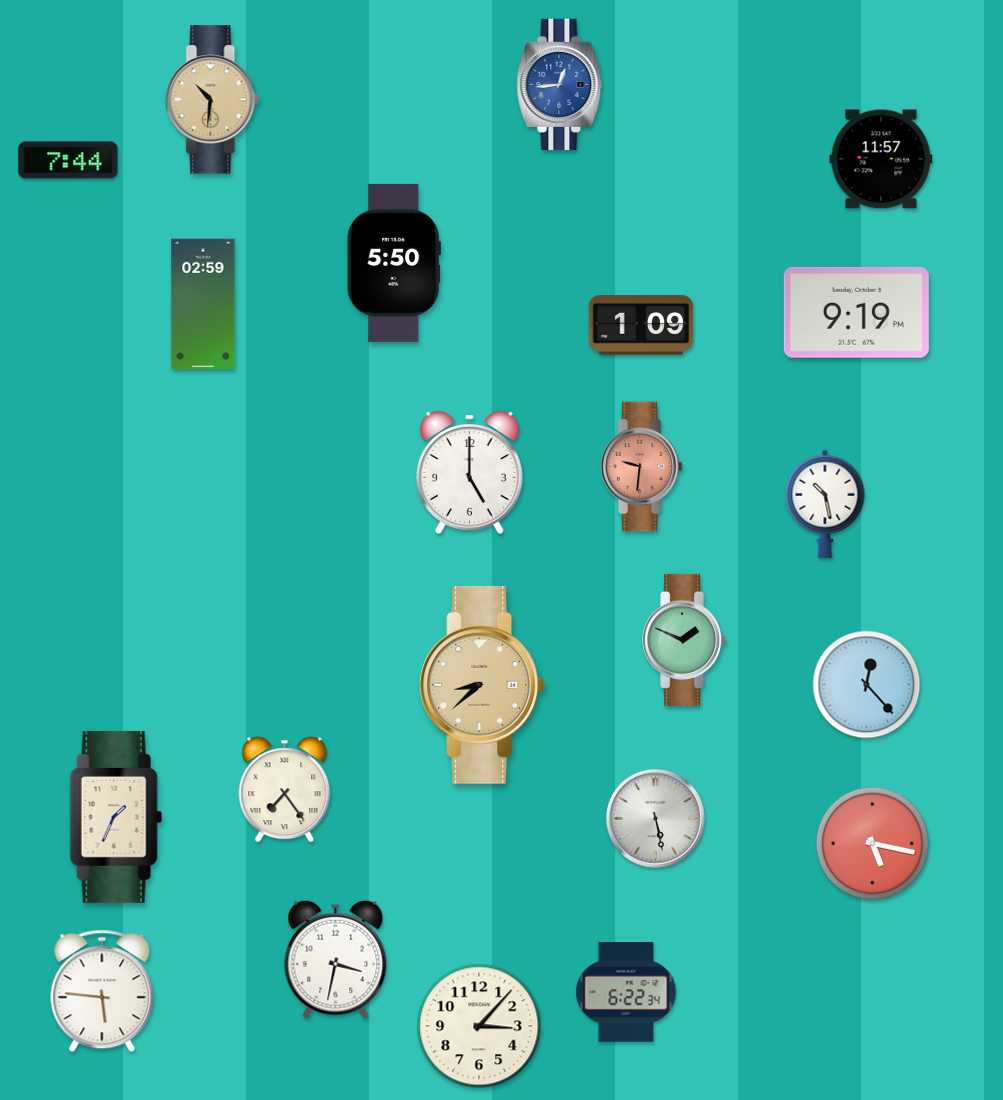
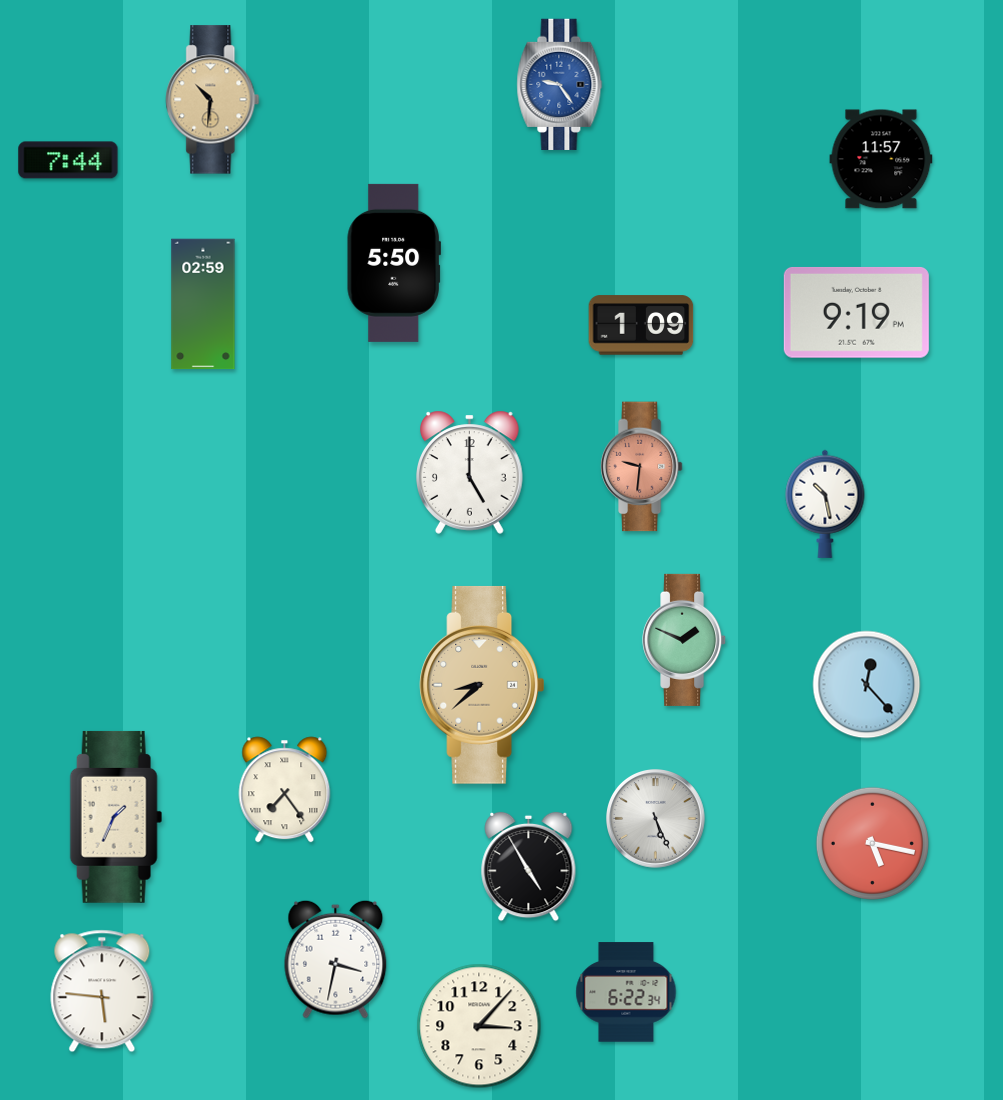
clock at (560, 84): 12:44 -> 9:24
clock at (656, 819): 5:28 -> 5:26
clock at (529, 867): none -> 4:55
